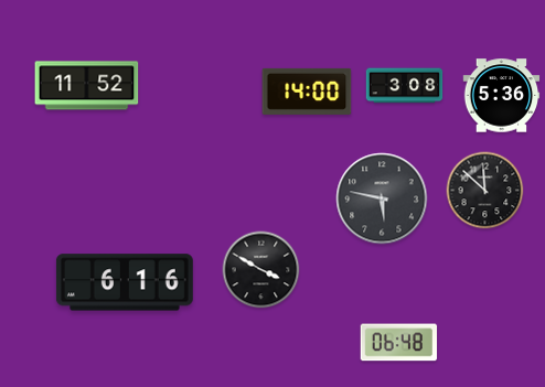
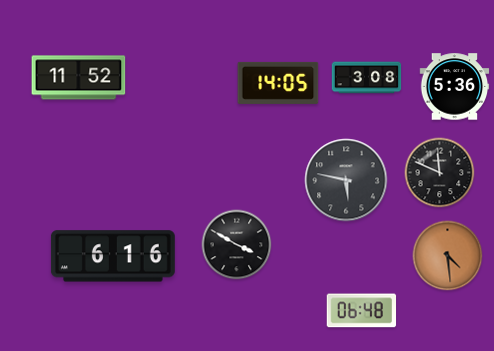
clock at (307, 92): 14:00 -> 14:05
clock at (485, 191): 11:52 -> 11:49
clock at (448, 256): none -> 4:29
